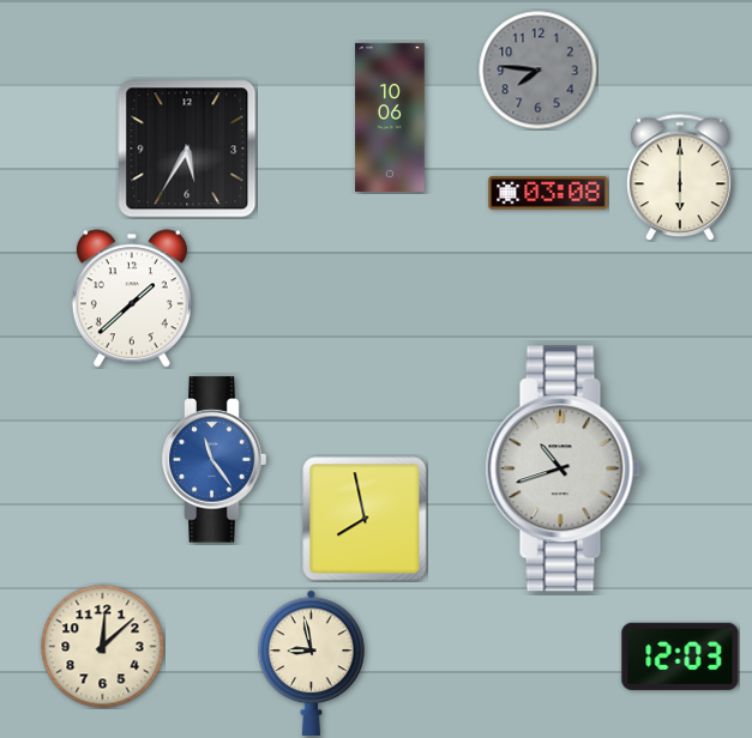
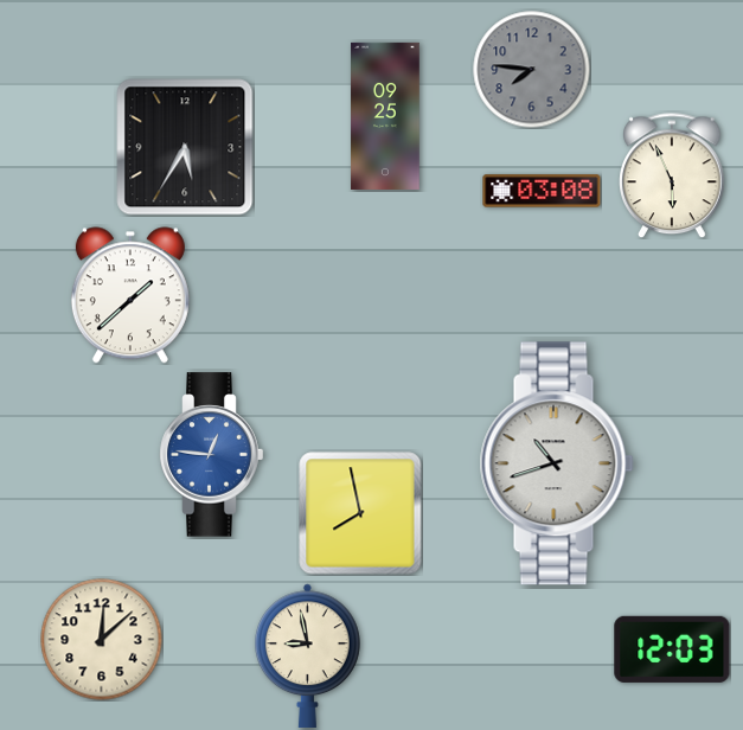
clock at (390, 117): 10:06 -> 09:25
clock at (681, 177): 6:00 -> 5:56
clock at (215, 460): 11:24 -> 12:46
